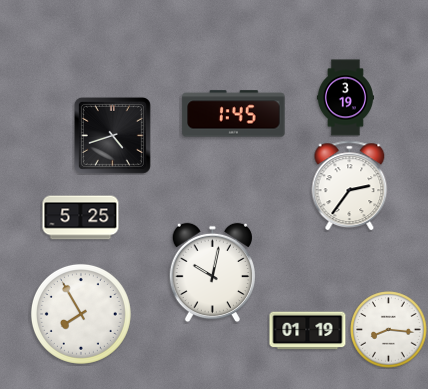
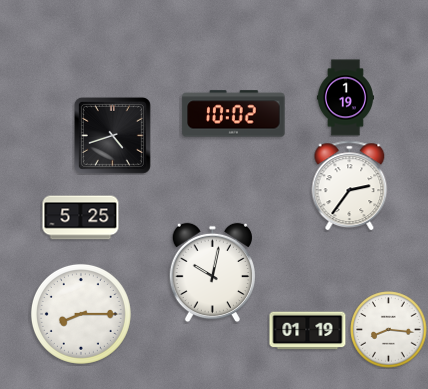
clock at (345, 98): 3:19 -> 1:19
clock at (234, 114): 1:45 -> 10:02
clock at (81, 314): 7:55 -> 8:15
